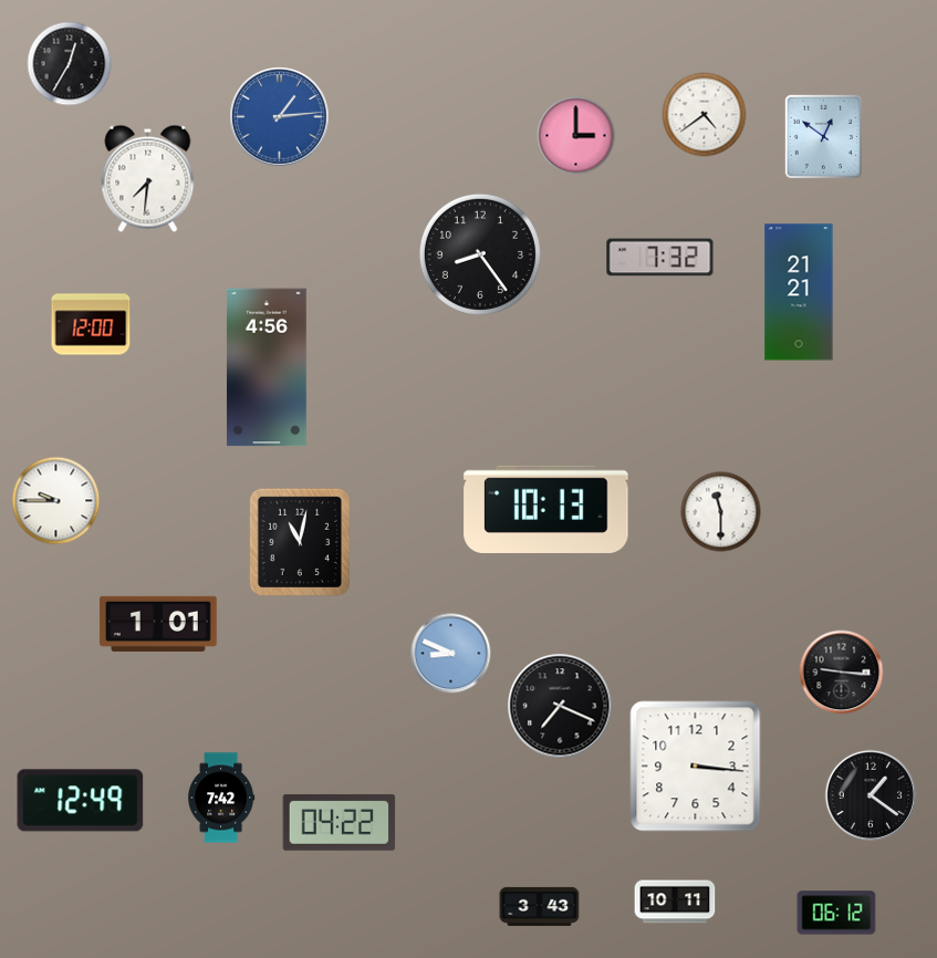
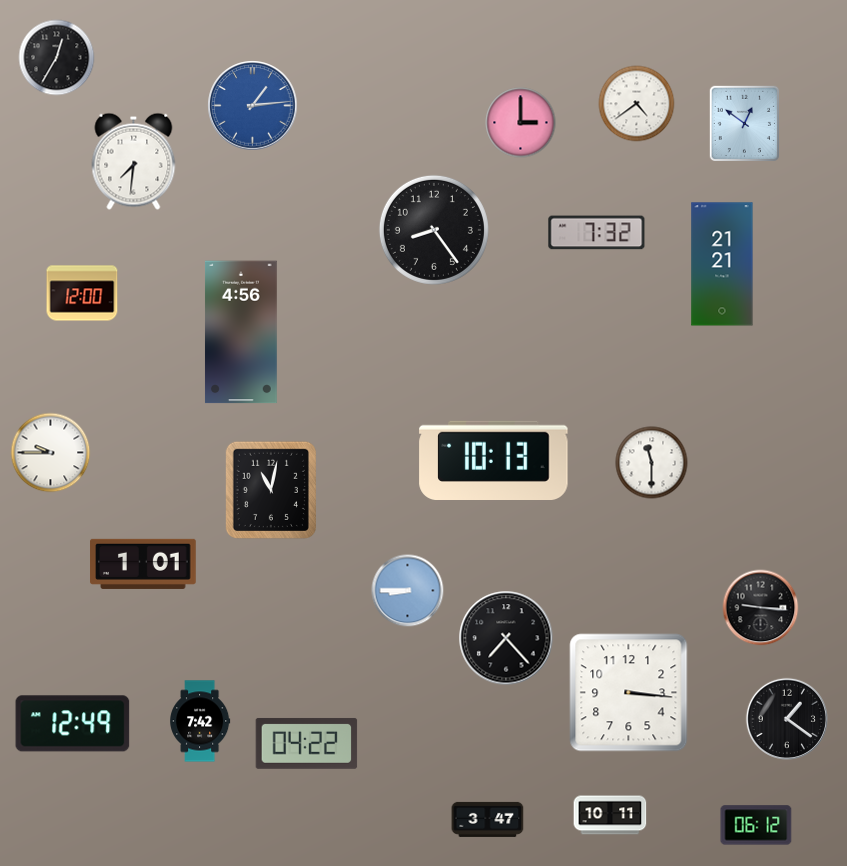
clock at (70, 64) position: (70, 64) -> (57, 58)
clock at (451, 654): 8:49 -> 8:45
clock at (560, 706): 7:19 -> 7:23
clock at (540, 906): 3:43 -> 3:47
